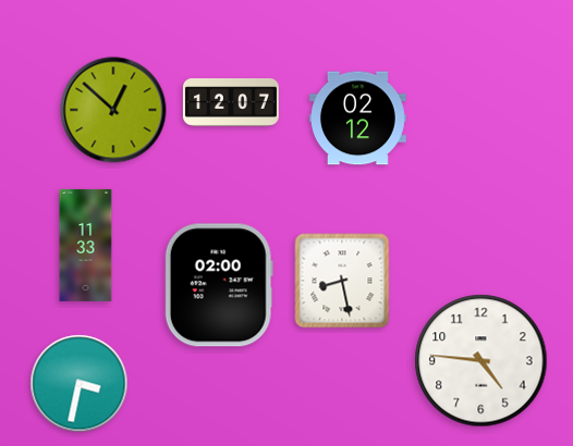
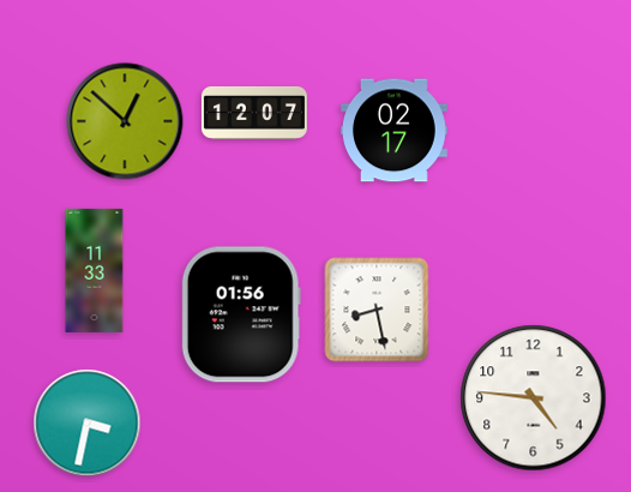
clock at (358, 119): 02:12 -> 02:17
clock at (219, 285): 02:00 -> 01:56
clock at (481, 361) position: (481, 361) -> (534, 398)
